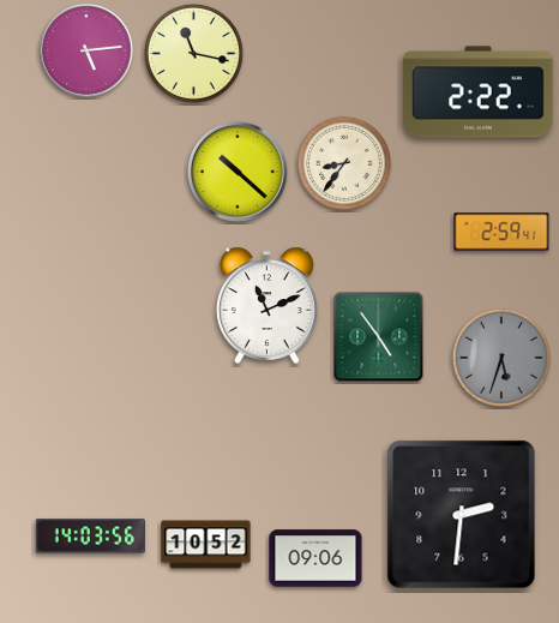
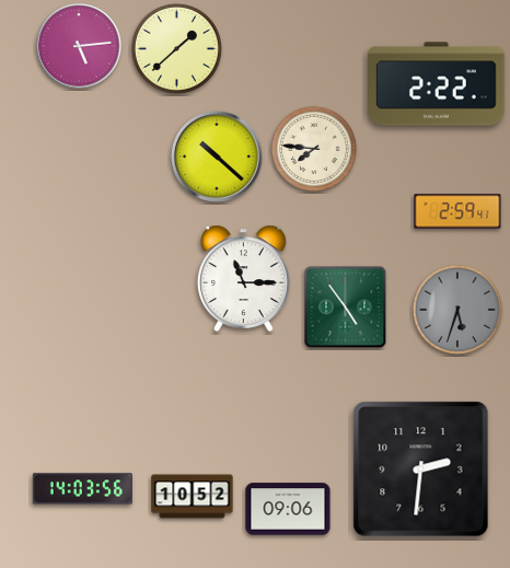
clock at (193, 53): 11:17 -> 1:38
clock at (344, 163): 8:36 -> 7:46
clock at (268, 305): 11:11 -> 11:15
clock at (501, 358) position: (501, 358) -> (457, 310)
clock at (206, 545) position: (206, 545) -> (193, 497)
